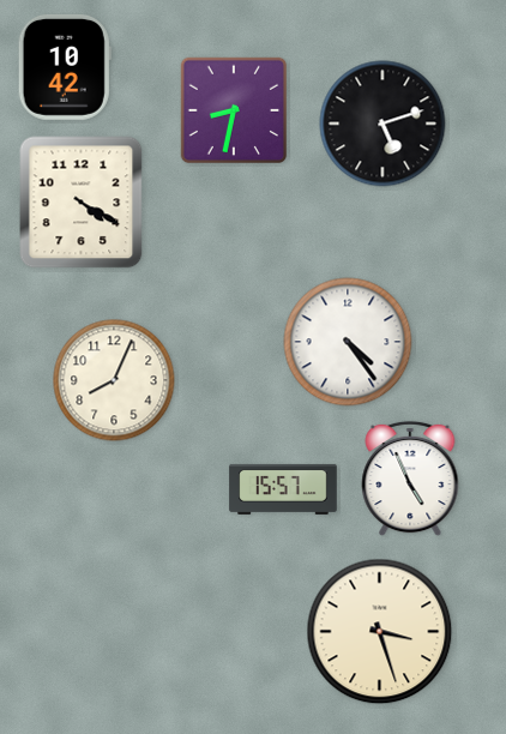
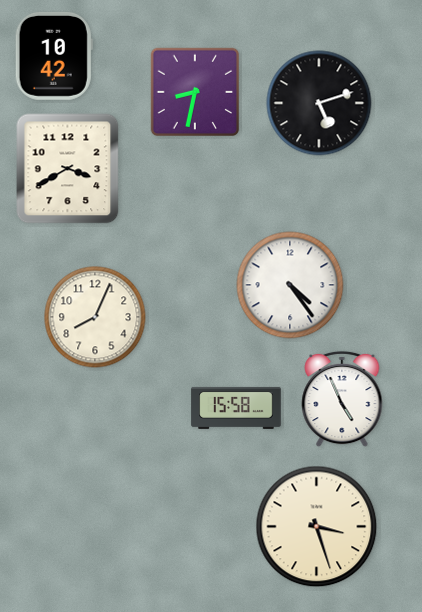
clock at (82, 203): 4:20 -> 3:40
clock at (283, 489): 15:57 -> 15:58
